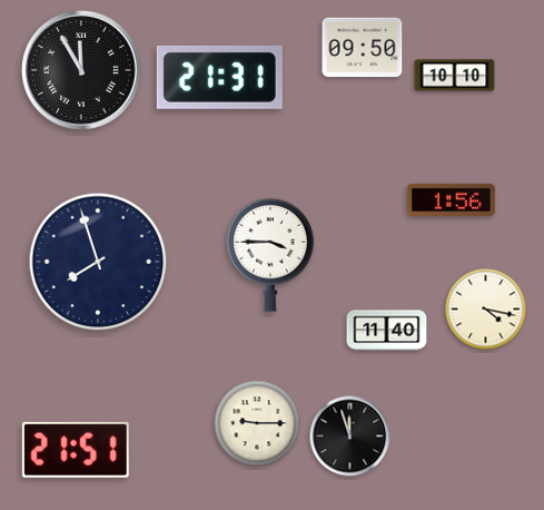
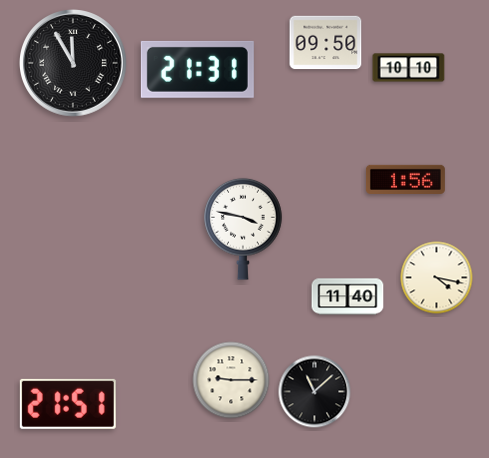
clock at (270, 255): 3:45 -> 3:47
clock at (98, 262): 7:57 -> none
clock at (350, 437): 11:57 -> 11:08
